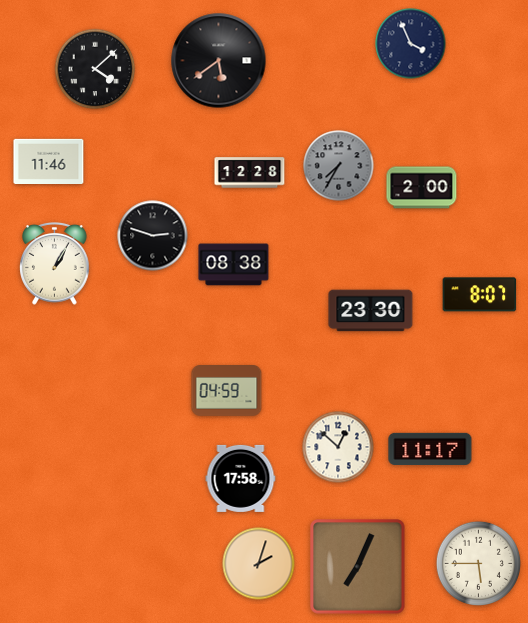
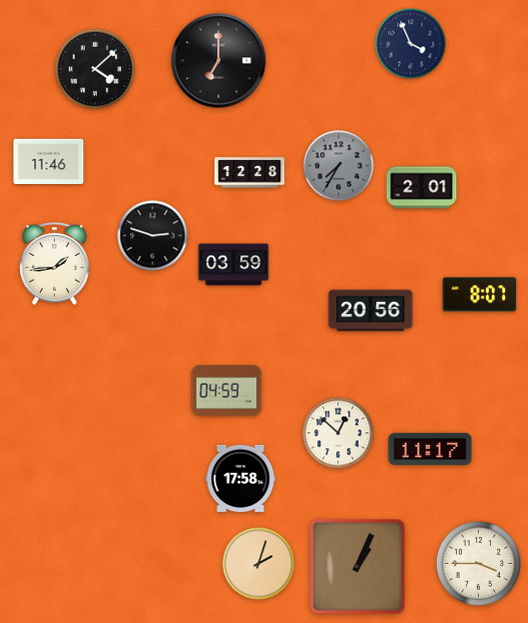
clock at (219, 61): 5:39 -> 7:00
clock at (422, 188): 2:00 -> 2:01
clock at (55, 264): 1:05 -> 1:44
clock at (234, 265): 08:38 -> 03:59
clock at (371, 311): 23:30 -> 20:56
clock at (338, 447) position: (338, 447) -> (338, 433)
clock at (478, 563): 5:45 -> 3:45
clock at (358, 567): 7:04 -> 1:04
